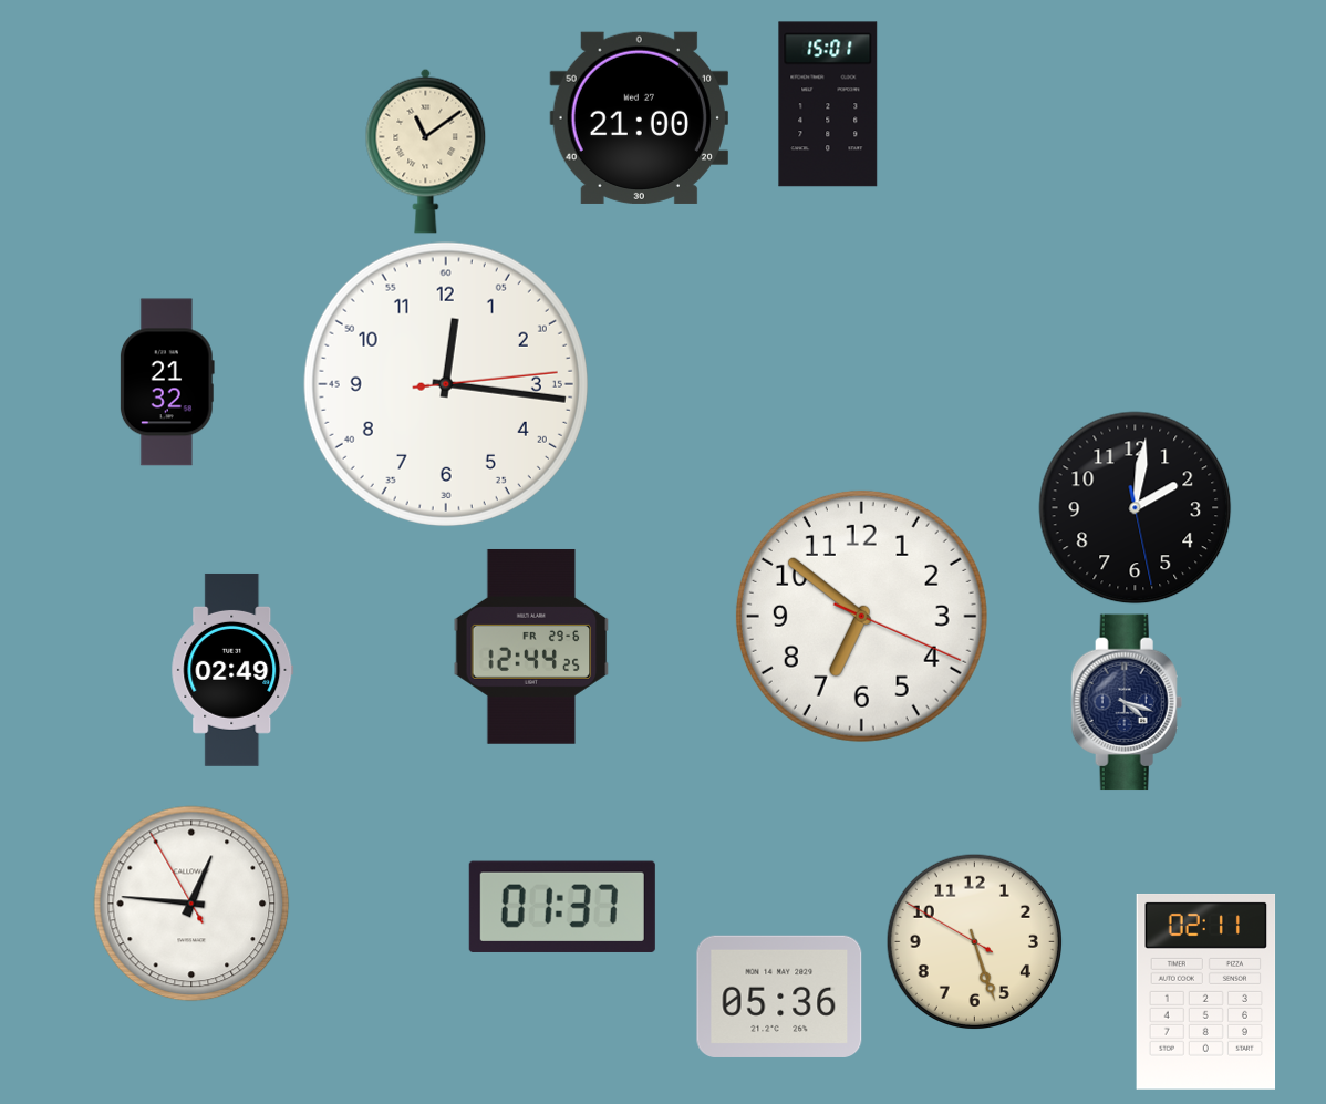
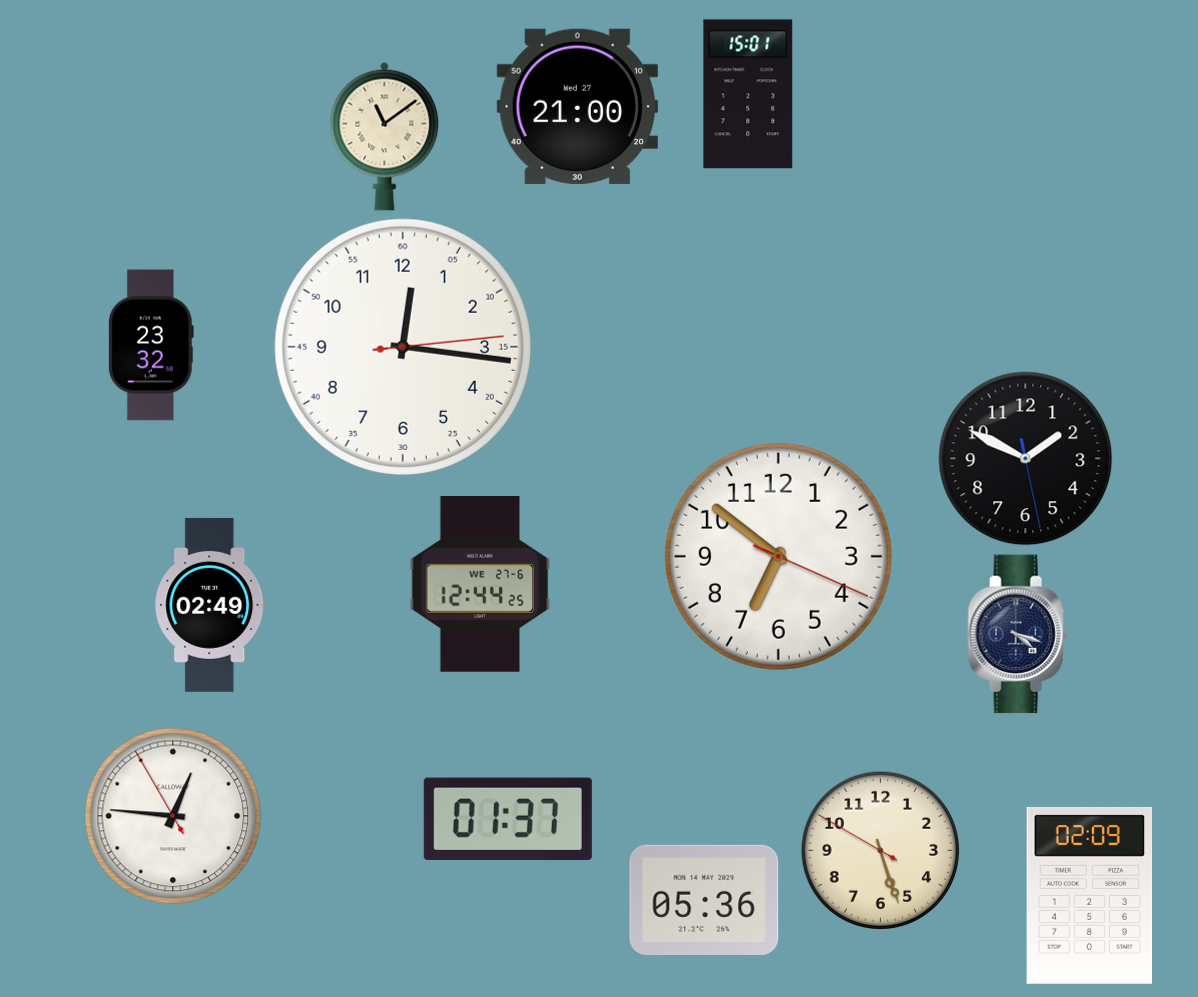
clock at (167, 382): 21:32 -> 23:32
clock at (1136, 508): 2:01 -> 1:49
clock at (531, 647) date: FR 29-6 -> WE 27-6
clock at (1206, 991): 02:11 -> 02:09
